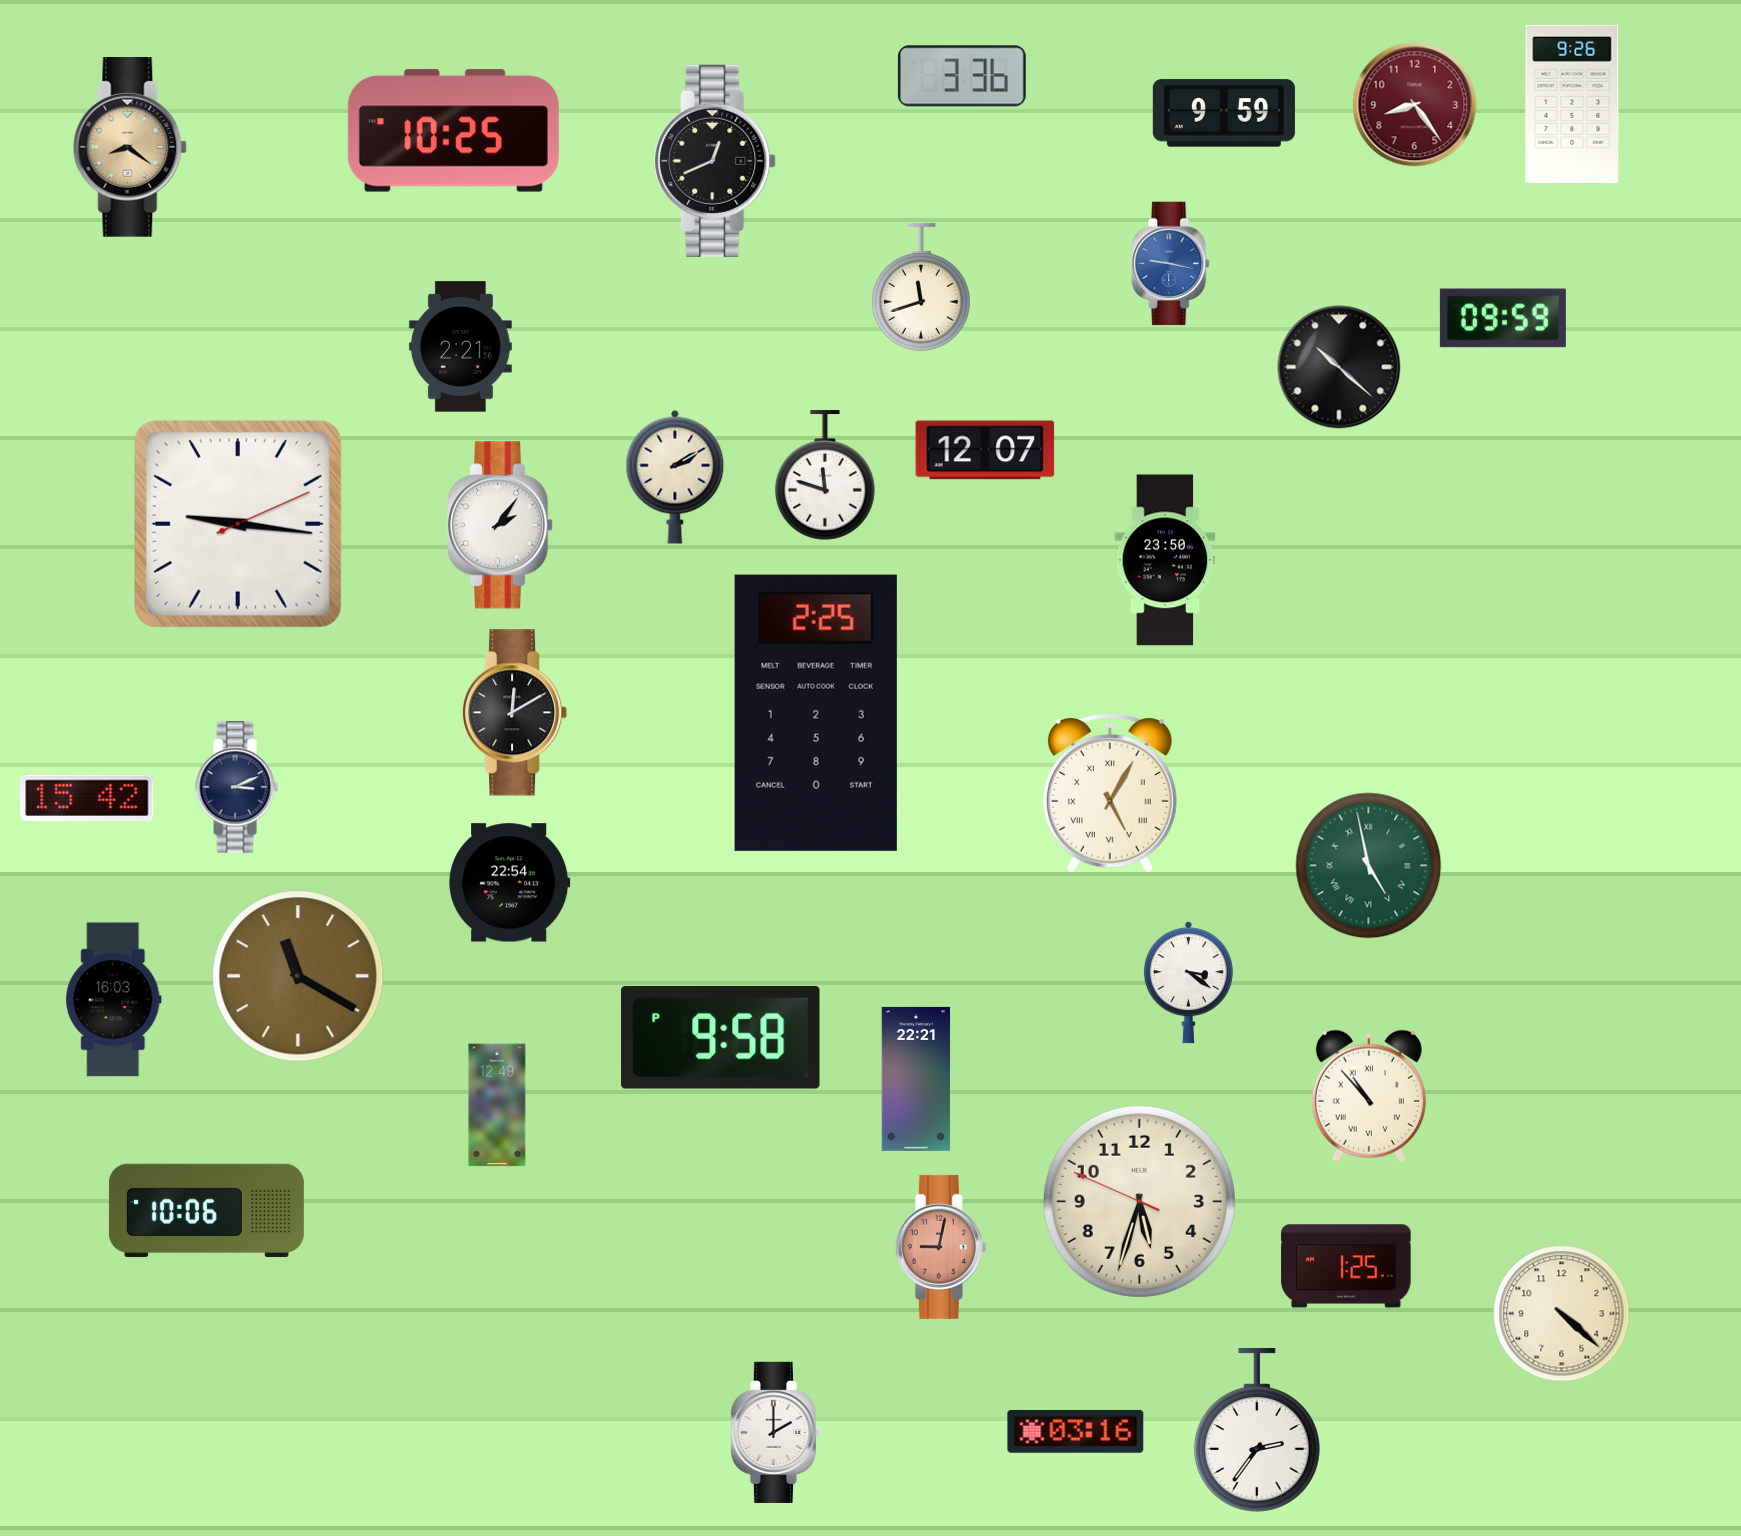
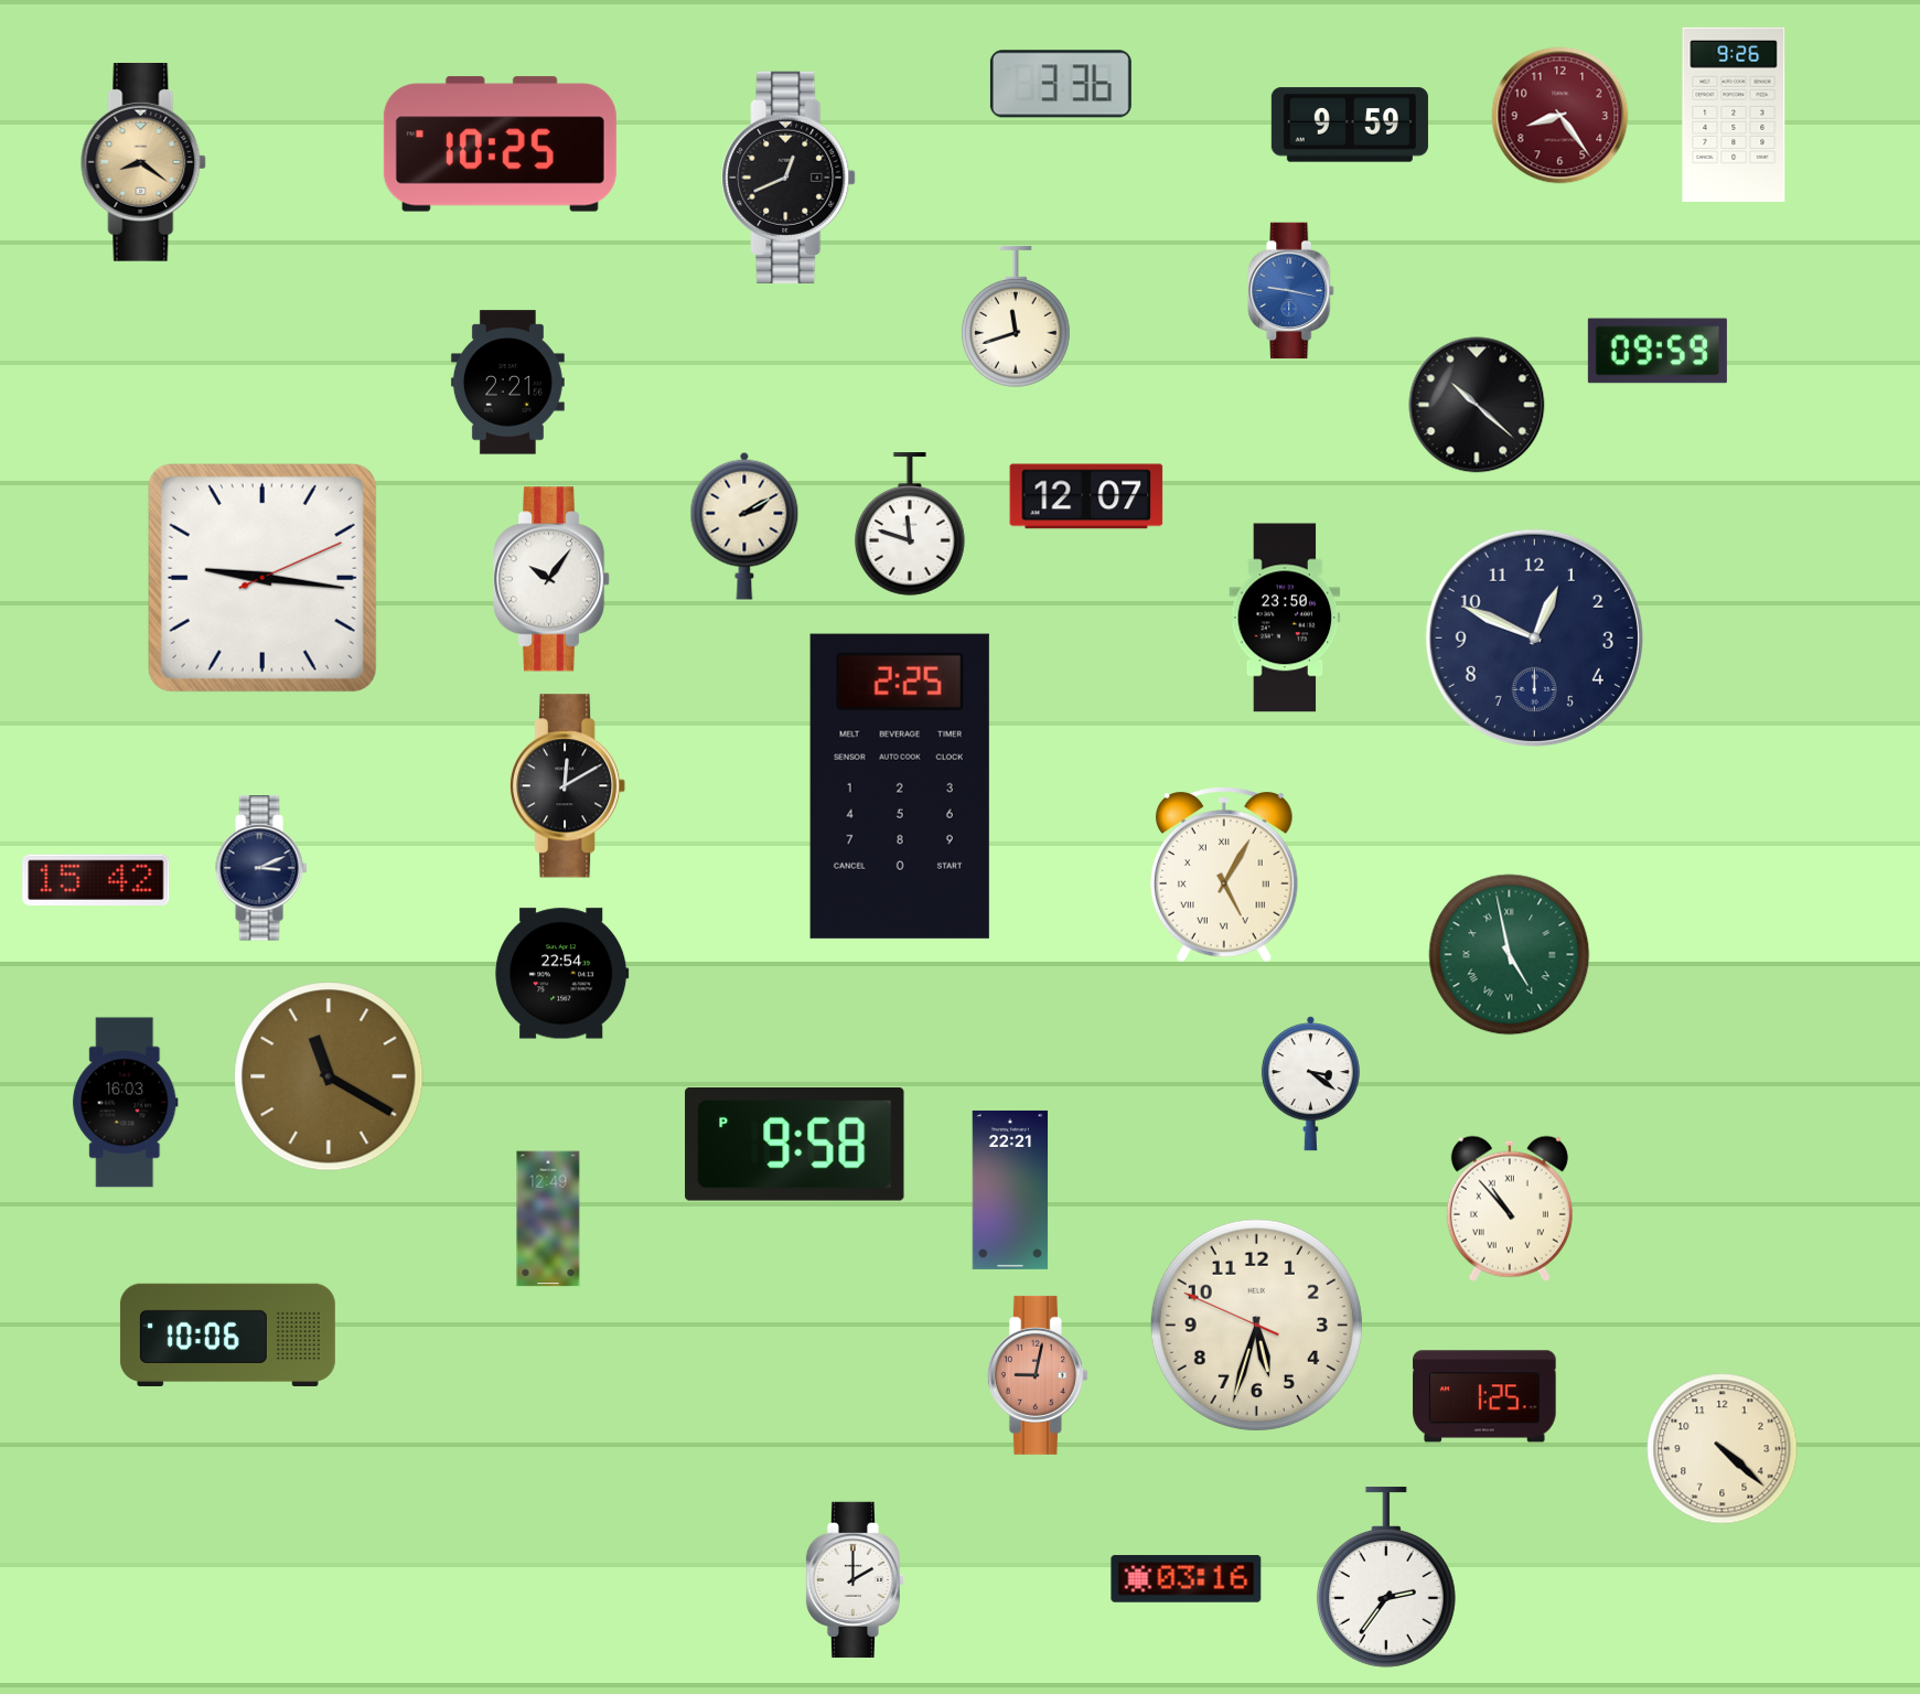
clock at (501, 525): 2:06 -> 10:06
clock at (1534, 637): none -> 12:49
